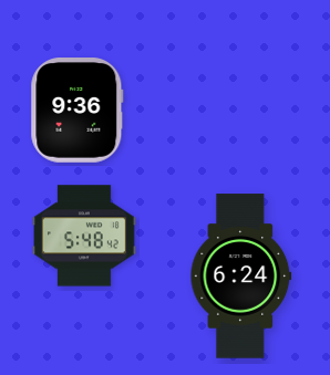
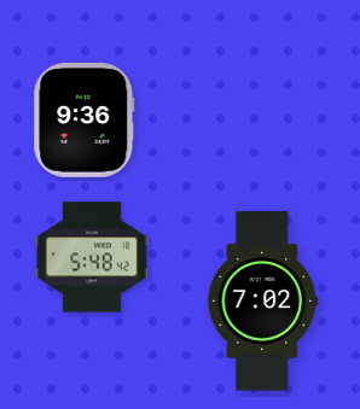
clock at (241, 277): 6:24 -> 7:02
